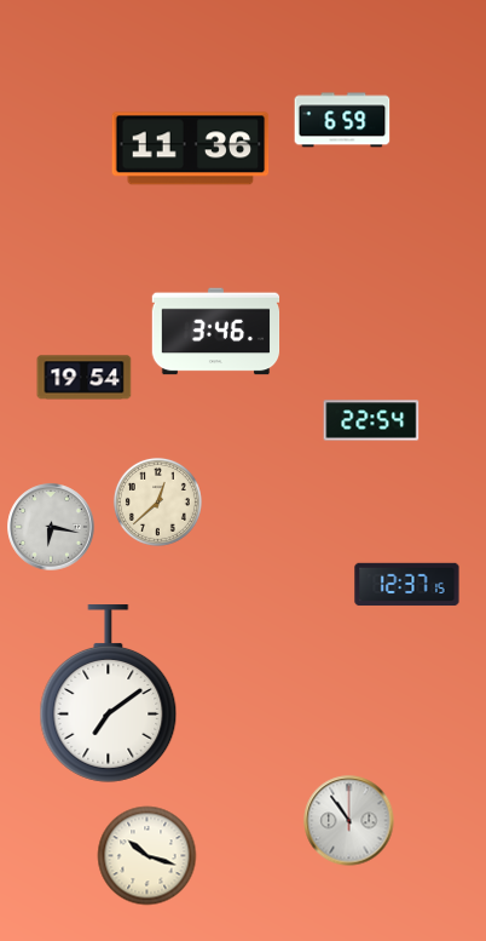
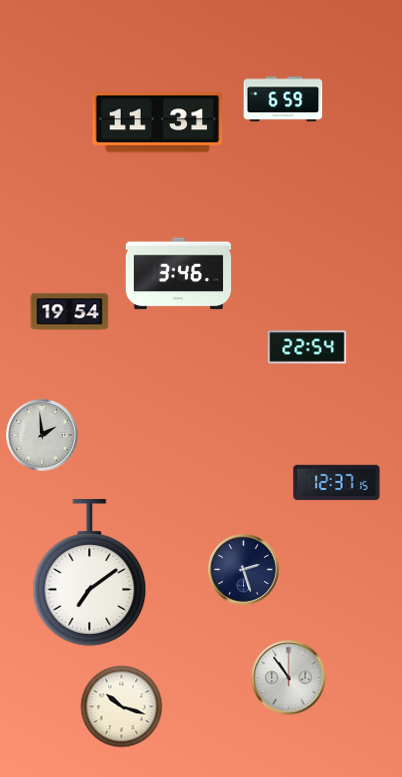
clock at (191, 149): 11:36 -> 11:31
clock at (157, 501): 12:38 -> none
clock at (51, 527): 6:17 -> 1:59
clock at (244, 570): none -> 2:27
